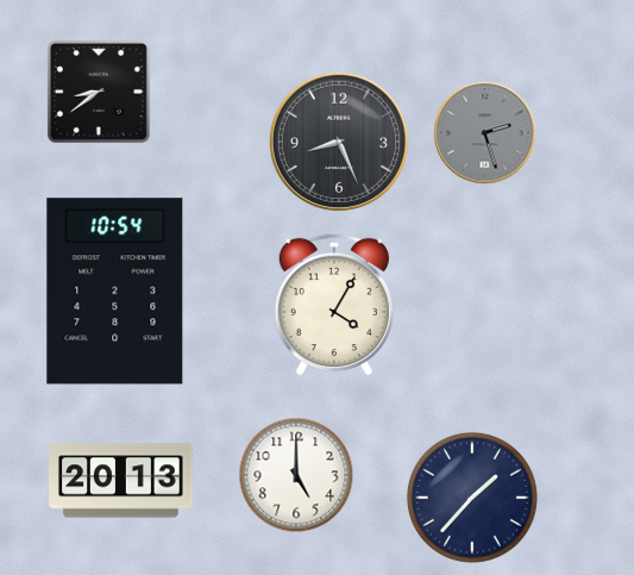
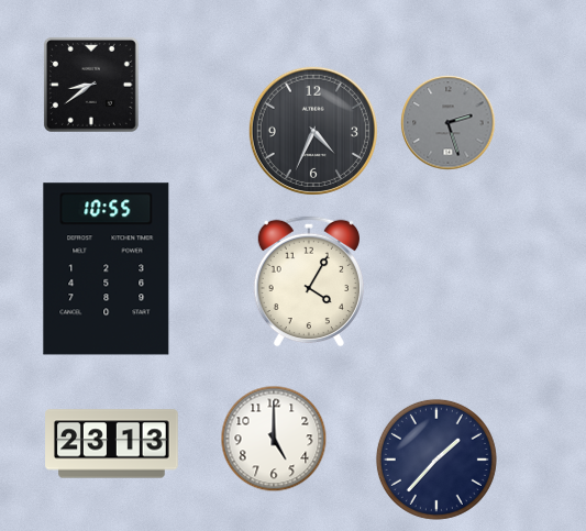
clock at (339, 142): 8:26 -> 4:34
clock at (115, 292): 10:54 -> 10:55
clock at (121, 481): 20:13 -> 23:13
